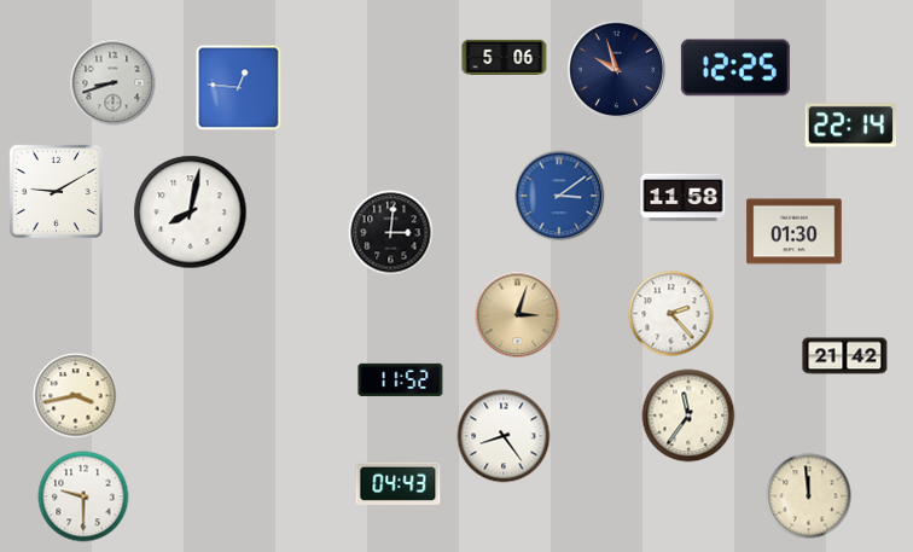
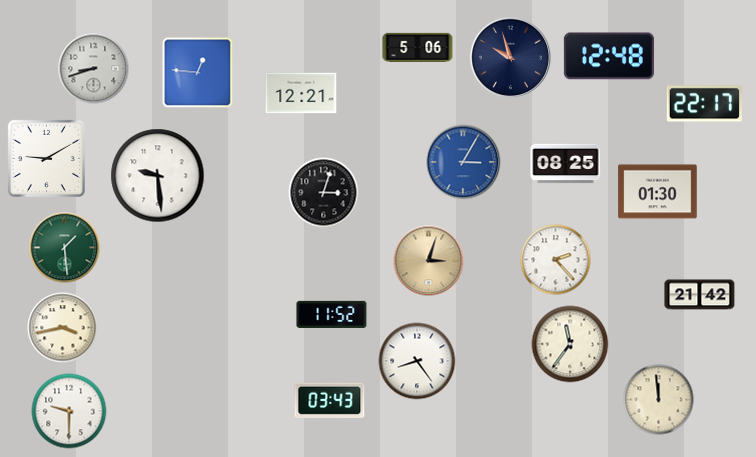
clock at (735, 68): 12:25 -> 12:48
clock at (301, 93): none -> 12:21
clock at (850, 126): 22:14 -> 22:17
clock at (559, 196): 3:09 -> 3:05
clock at (684, 198): 11:58 -> 08:25
clock at (191, 213): 8:02 -> 9:29
clock at (391, 233): 3:01 -> 3:03
clock at (65, 248): none -> 1:29
clock at (399, 483): 04:43 -> 03:43
clock at (809, 496) position: (809, 496) -> (659, 400)
